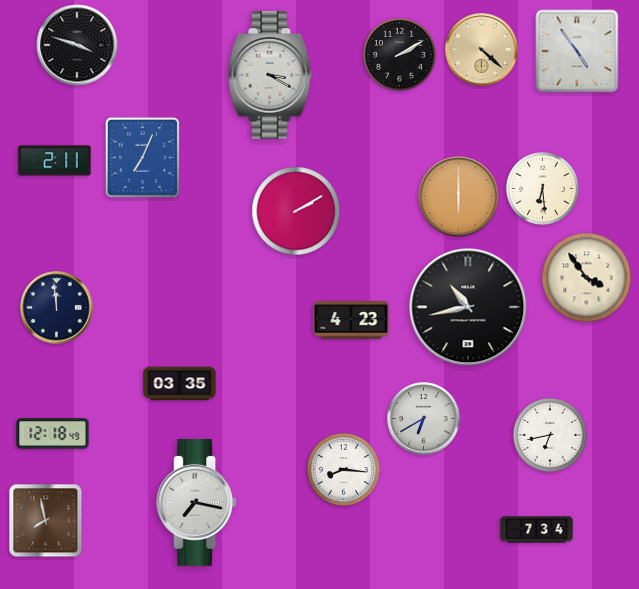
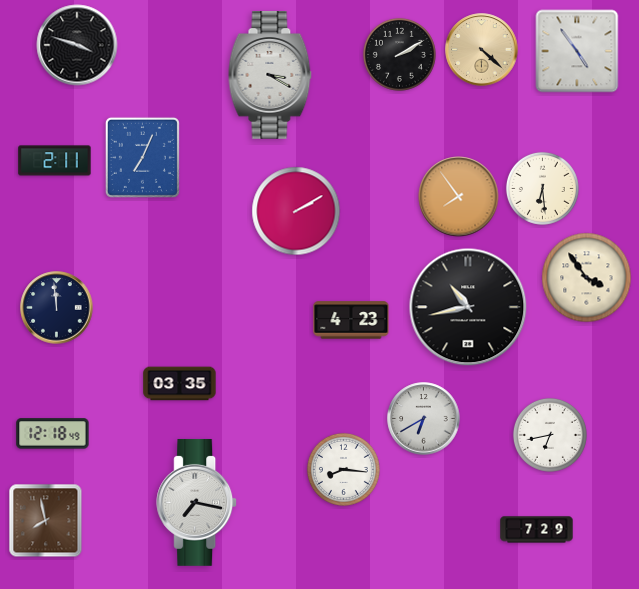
clock at (459, 197): 6:00 -> 7:54
clock at (537, 530): 7:34 -> 7:29
